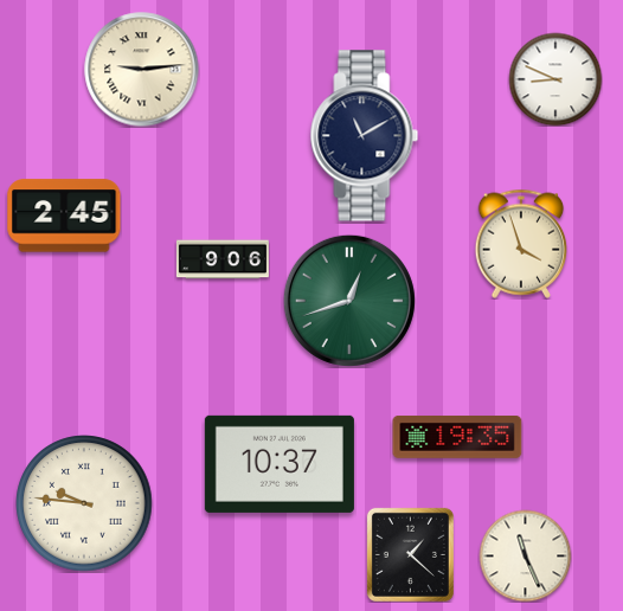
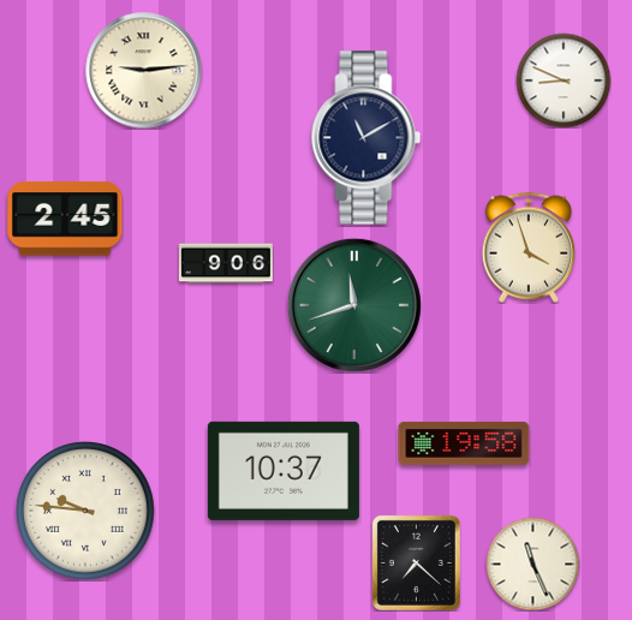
clock at (365, 136) position: (365, 136) -> (366, 138)
clock at (349, 301): 12:42 -> 11:42
clock at (457, 437): 19:35 -> 19:58
clock at (410, 554): 1:22 -> 7:22
